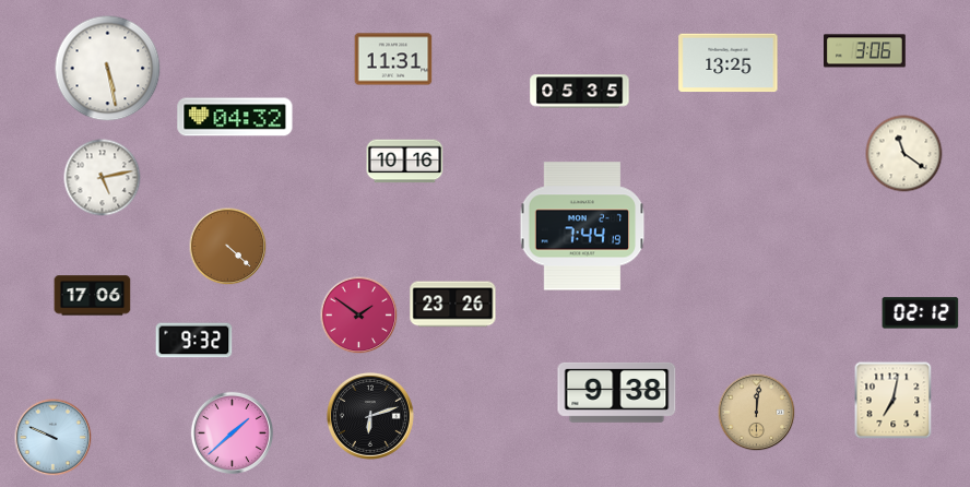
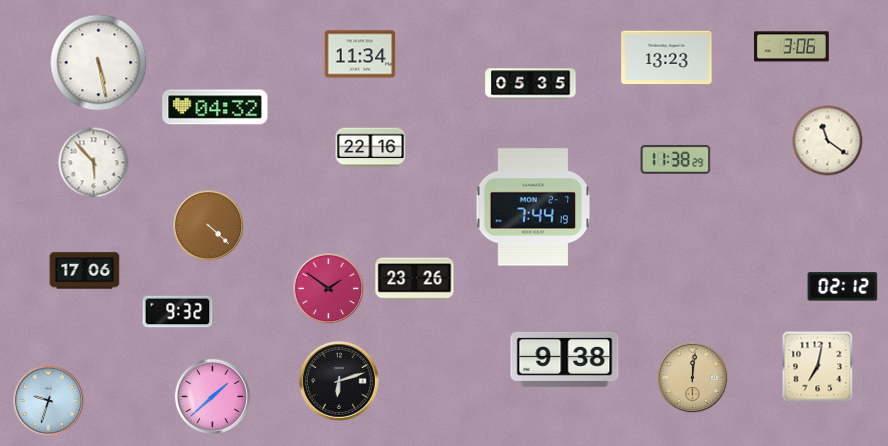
clock at (393, 59): 11:31 -> 11:34
clock at (729, 63): 13:25 -> 13:23
clock at (405, 162): 10:16 -> 22:16
clock at (676, 159): none -> 11:38
clock at (103, 178): 5:13 -> 5:53
clock at (54, 438): 9:49 -> 9:33
